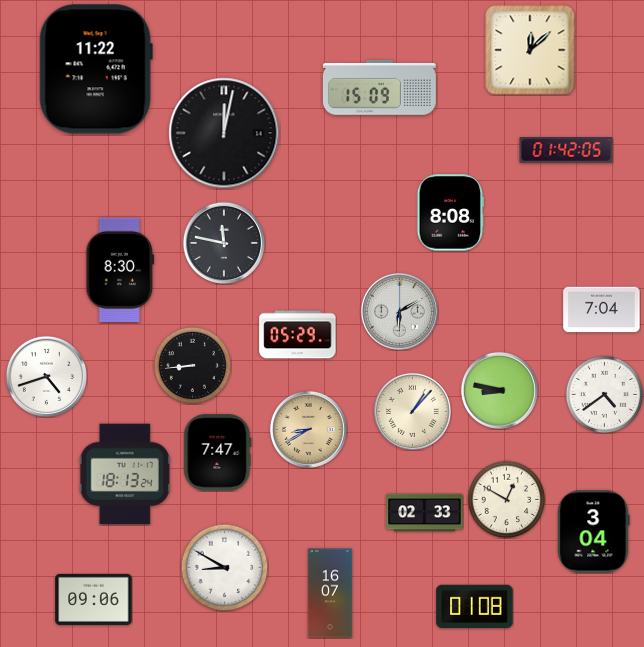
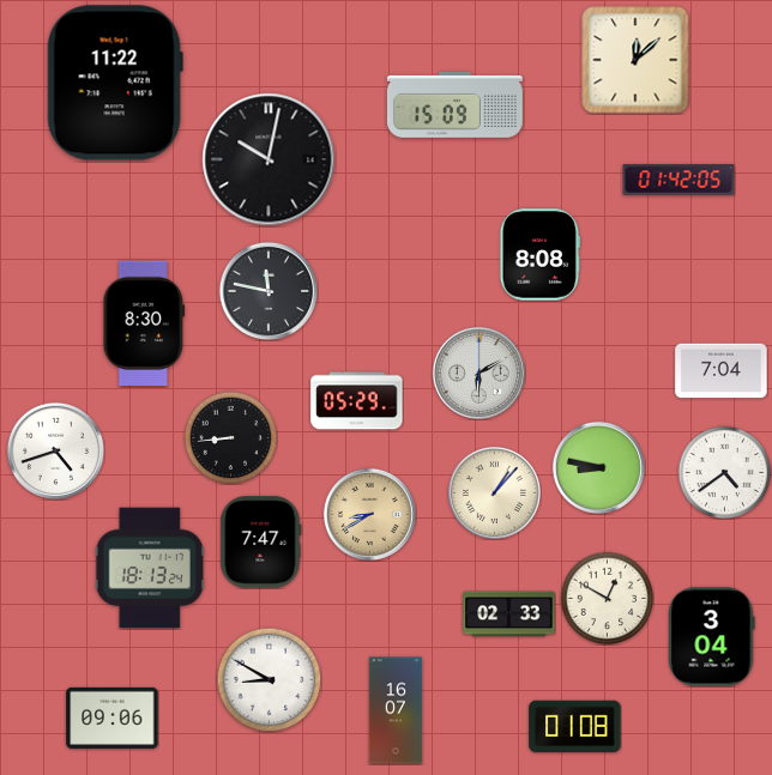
clock at (224, 133): 12:02 -> 10:02
clock at (475, 607) position: (475, 607) -> (575, 727)
